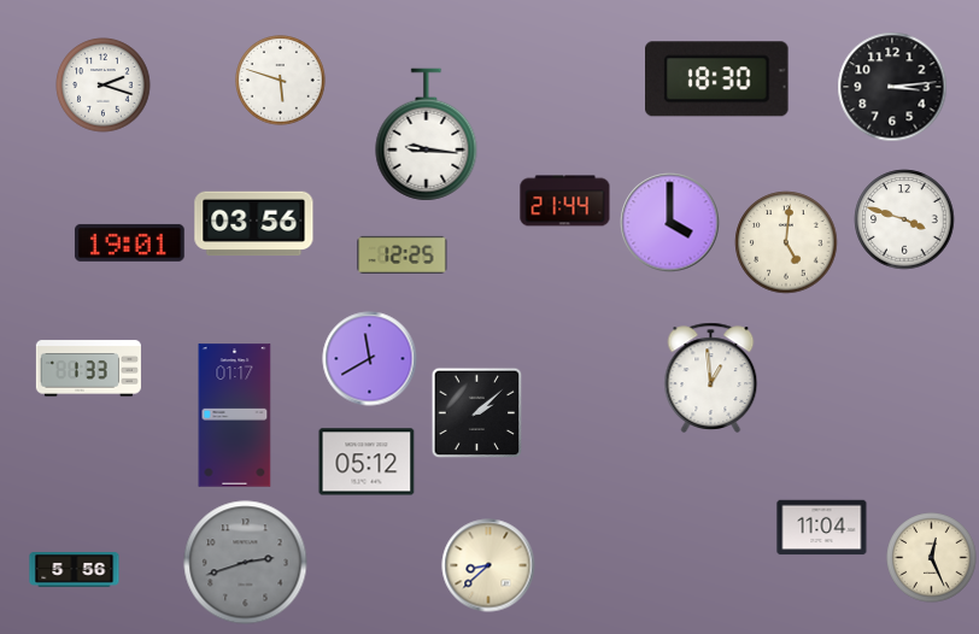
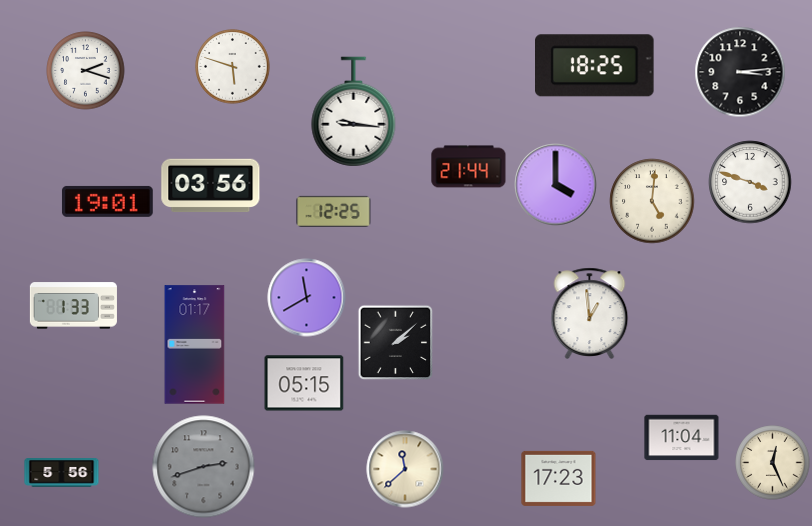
clock at (717, 80): 18:30 -> 18:25
clock at (367, 462): 05:12 -> 05:15
clock at (488, 565): 8:38 -> 11:38
clock at (559, 478): none -> 17:23
